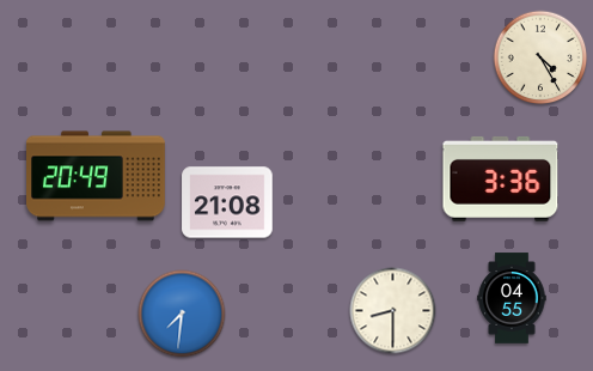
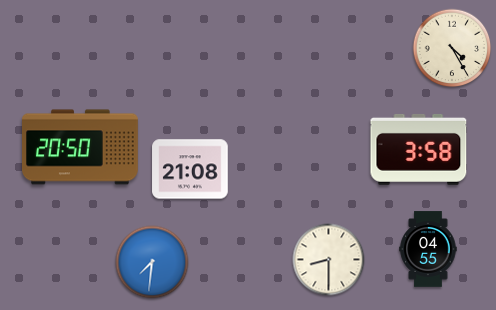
clock at (97, 176): 20:49 -> 20:50
clock at (501, 178): 3:36 -> 3:58
